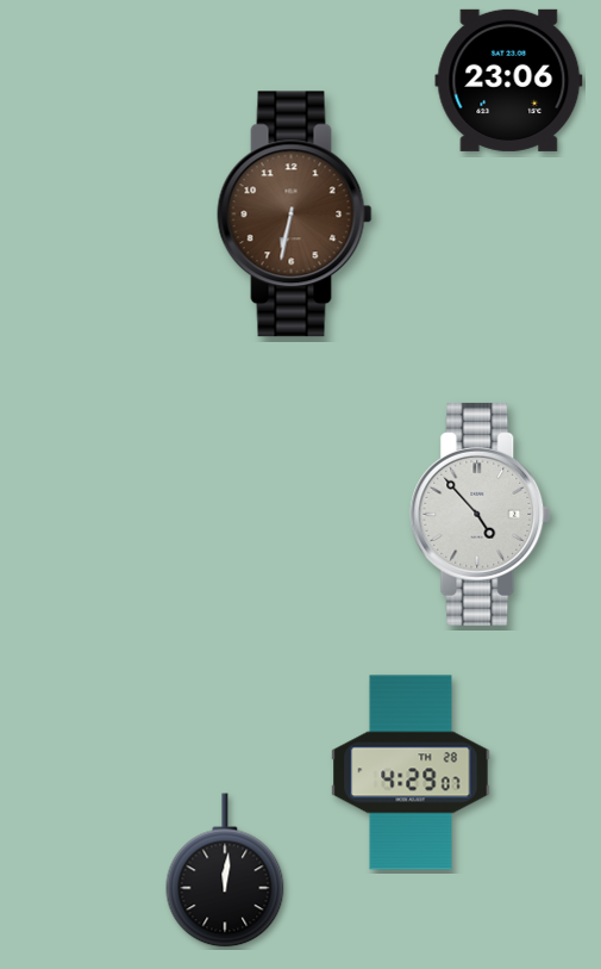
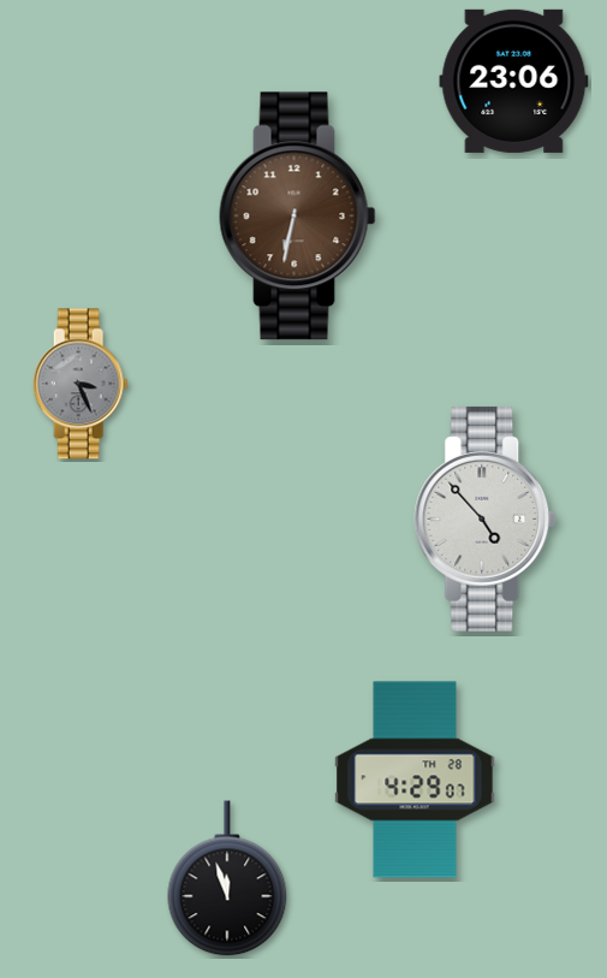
clock at (81, 384): none -> 3:26
clock at (225, 870): 12:01 -> 11:57
